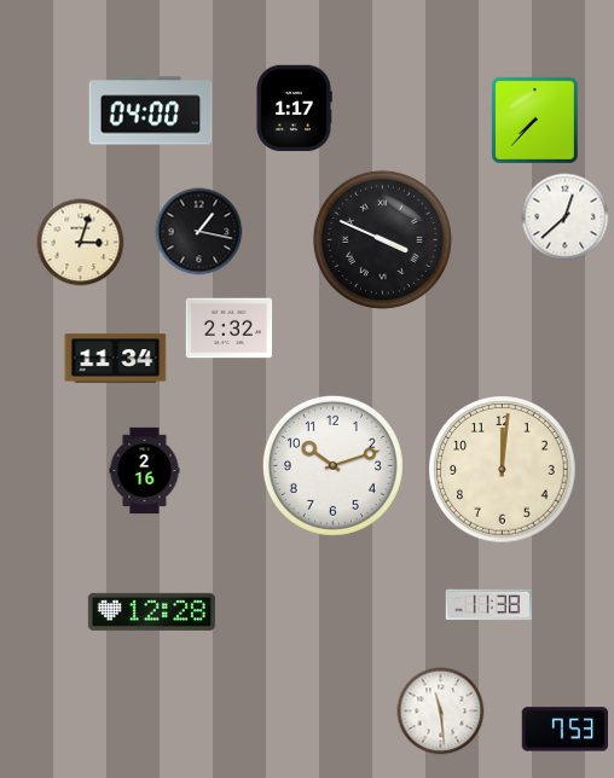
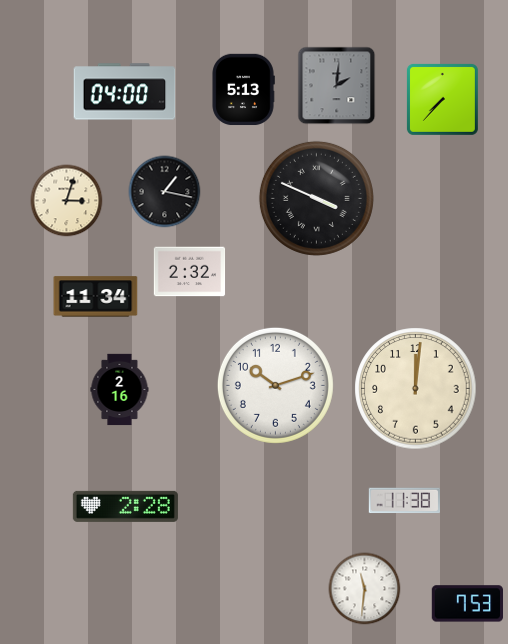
clock at (337, 86): none -> 2:01
clock at (294, 109): 1:17 -> 5:13
clock at (566, 217): 12:38 -> none
clock at (151, 611): 12:28 -> 2:28
clock at (441, 712): 11:29 -> 11:31
